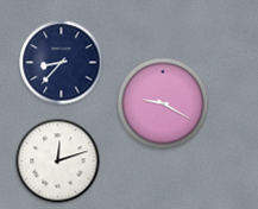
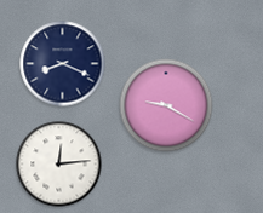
clock at (62, 63): 8:37 -> 8:19
clock at (58, 161): 12:12 -> 12:14
